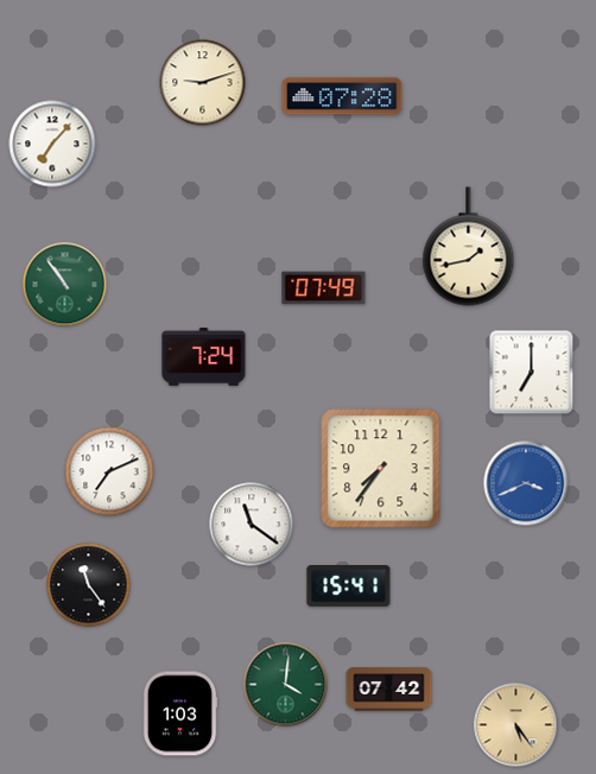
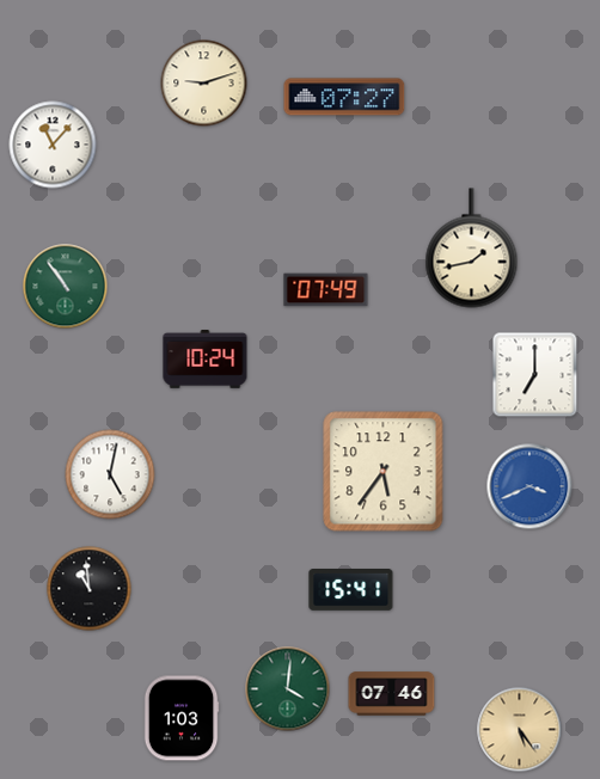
clock at (342, 96): 07:28 -> 07:27
clock at (52, 144): 7:07 -> 11:07
clock at (204, 357): 7:24 -> 10:24
clock at (381, 469): 7:36 -> 5:36
clock at (109, 471): 7:11 -> 5:02
clock at (252, 525): 11:21 -> none
clock at (89, 585): 11:24 -> 10:59
clock at (389, 690): 07:42 -> 07:46
